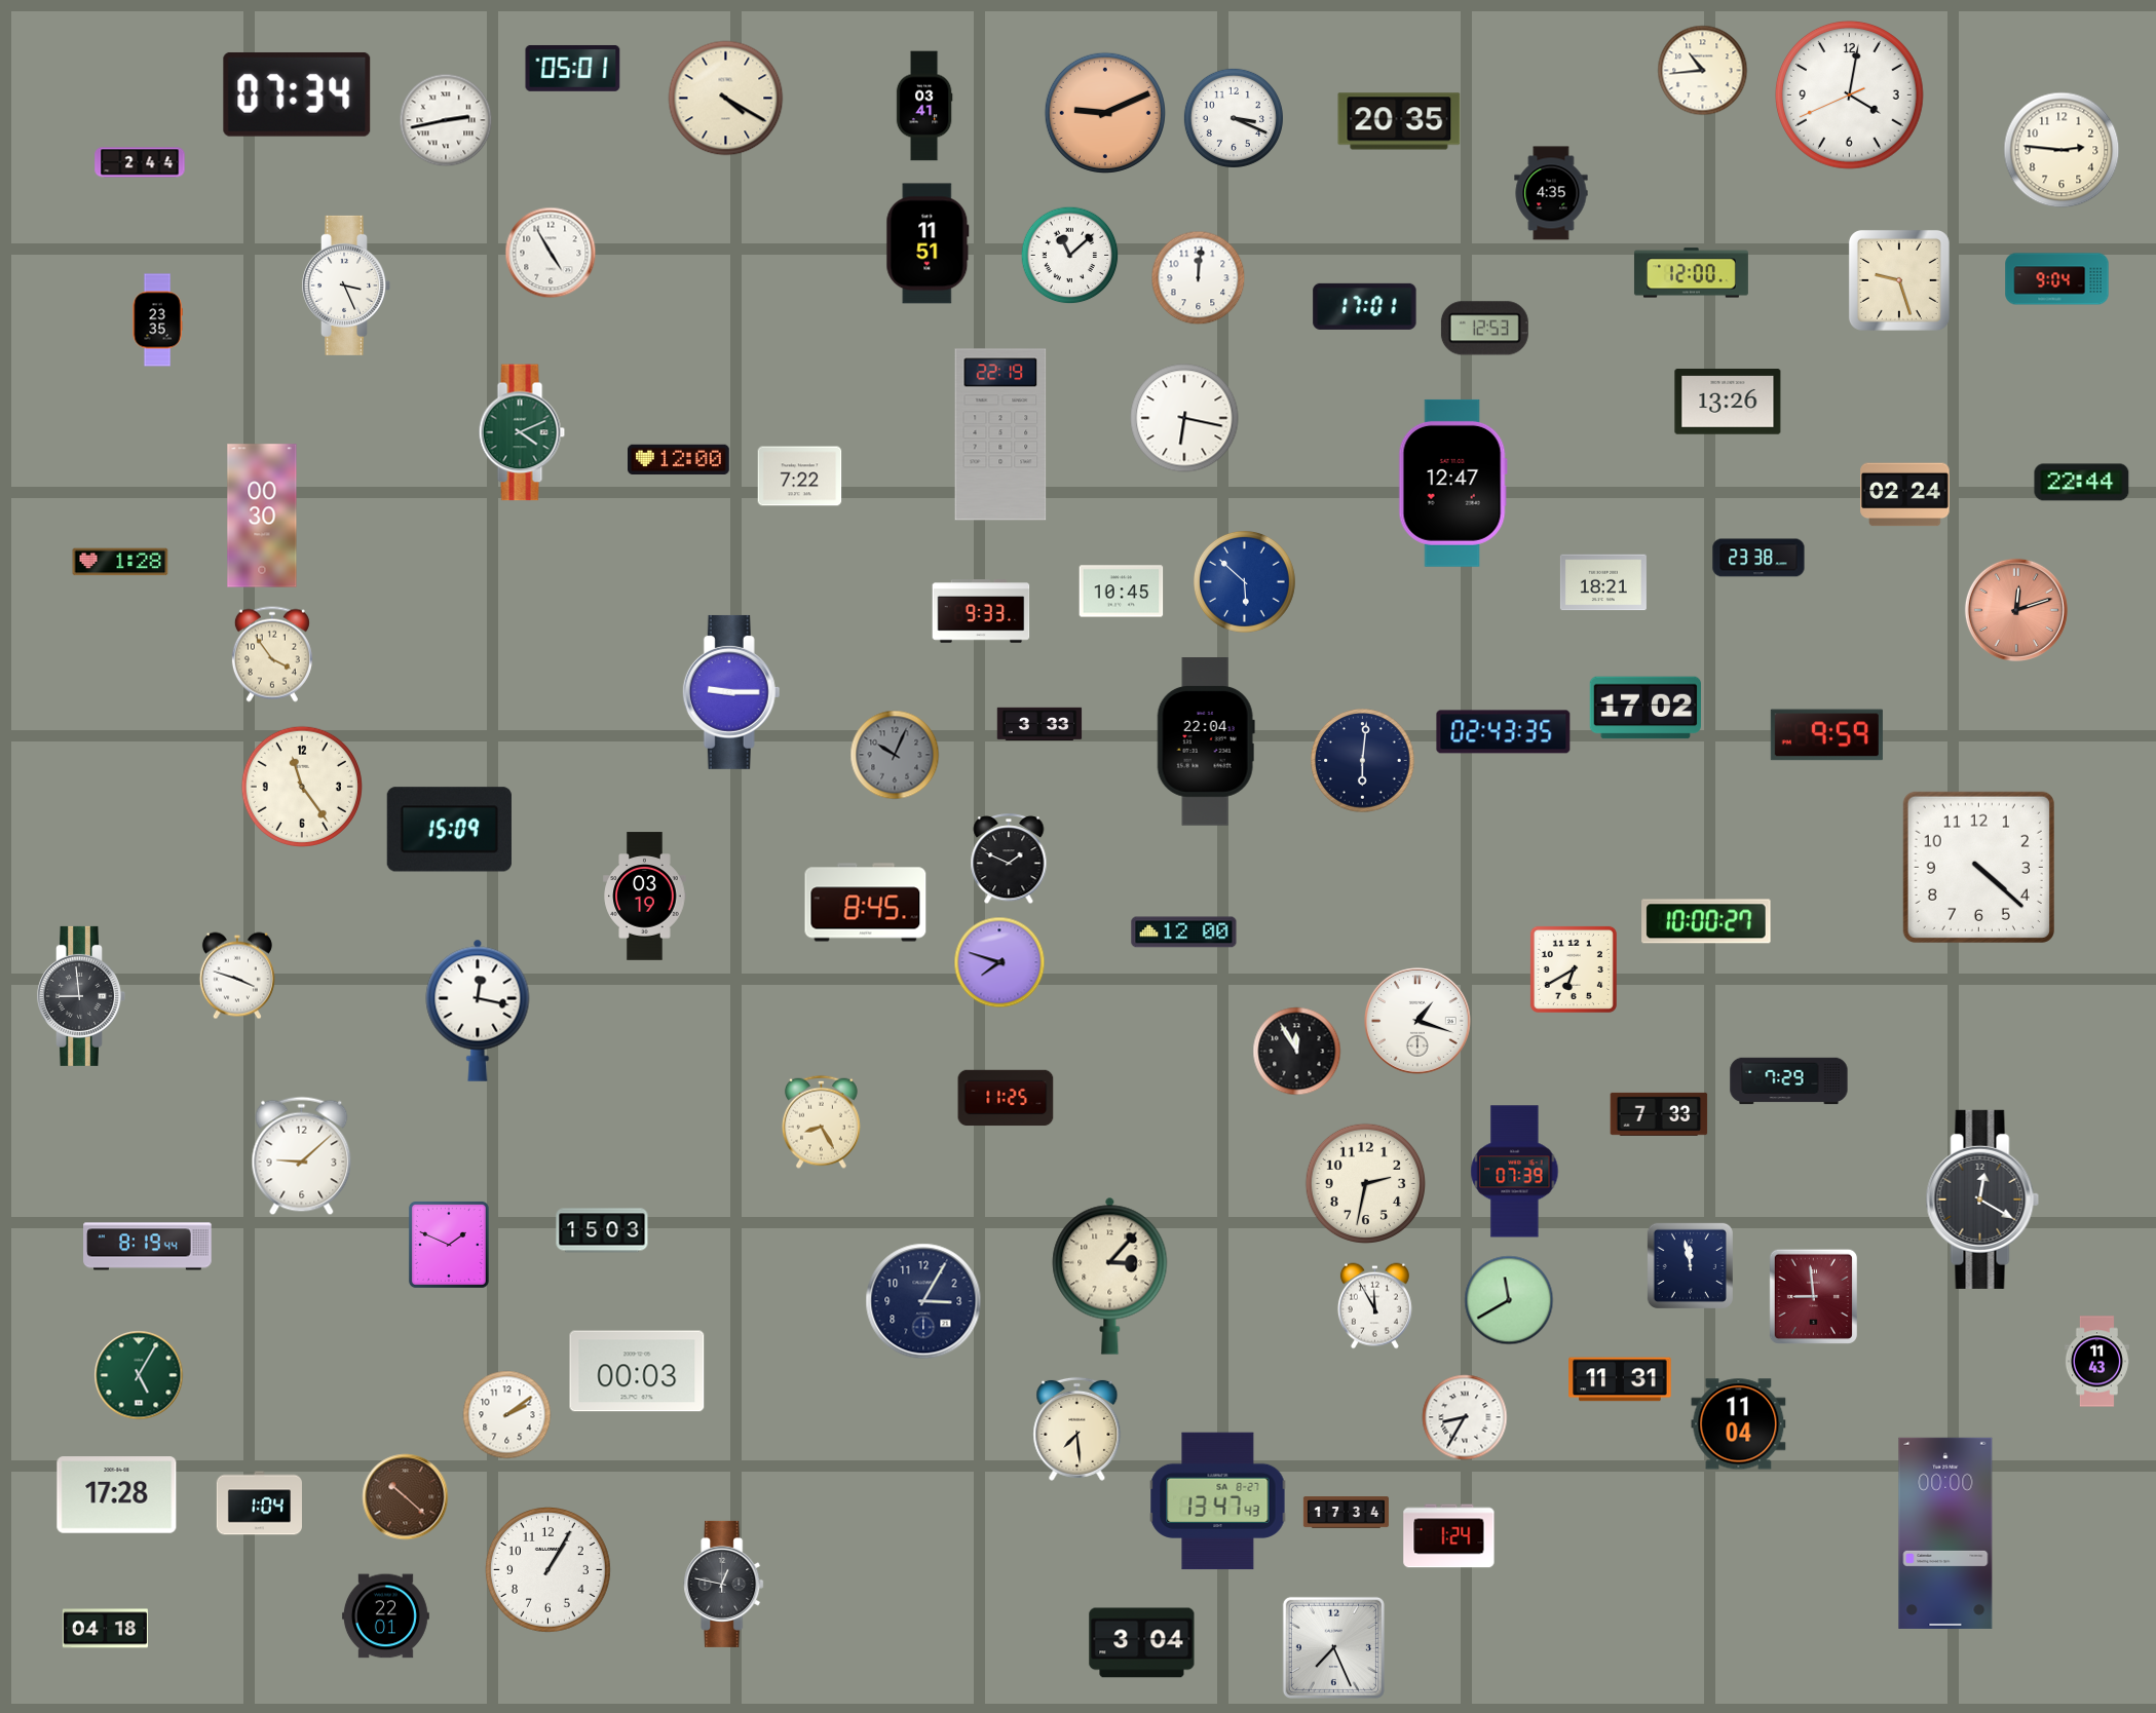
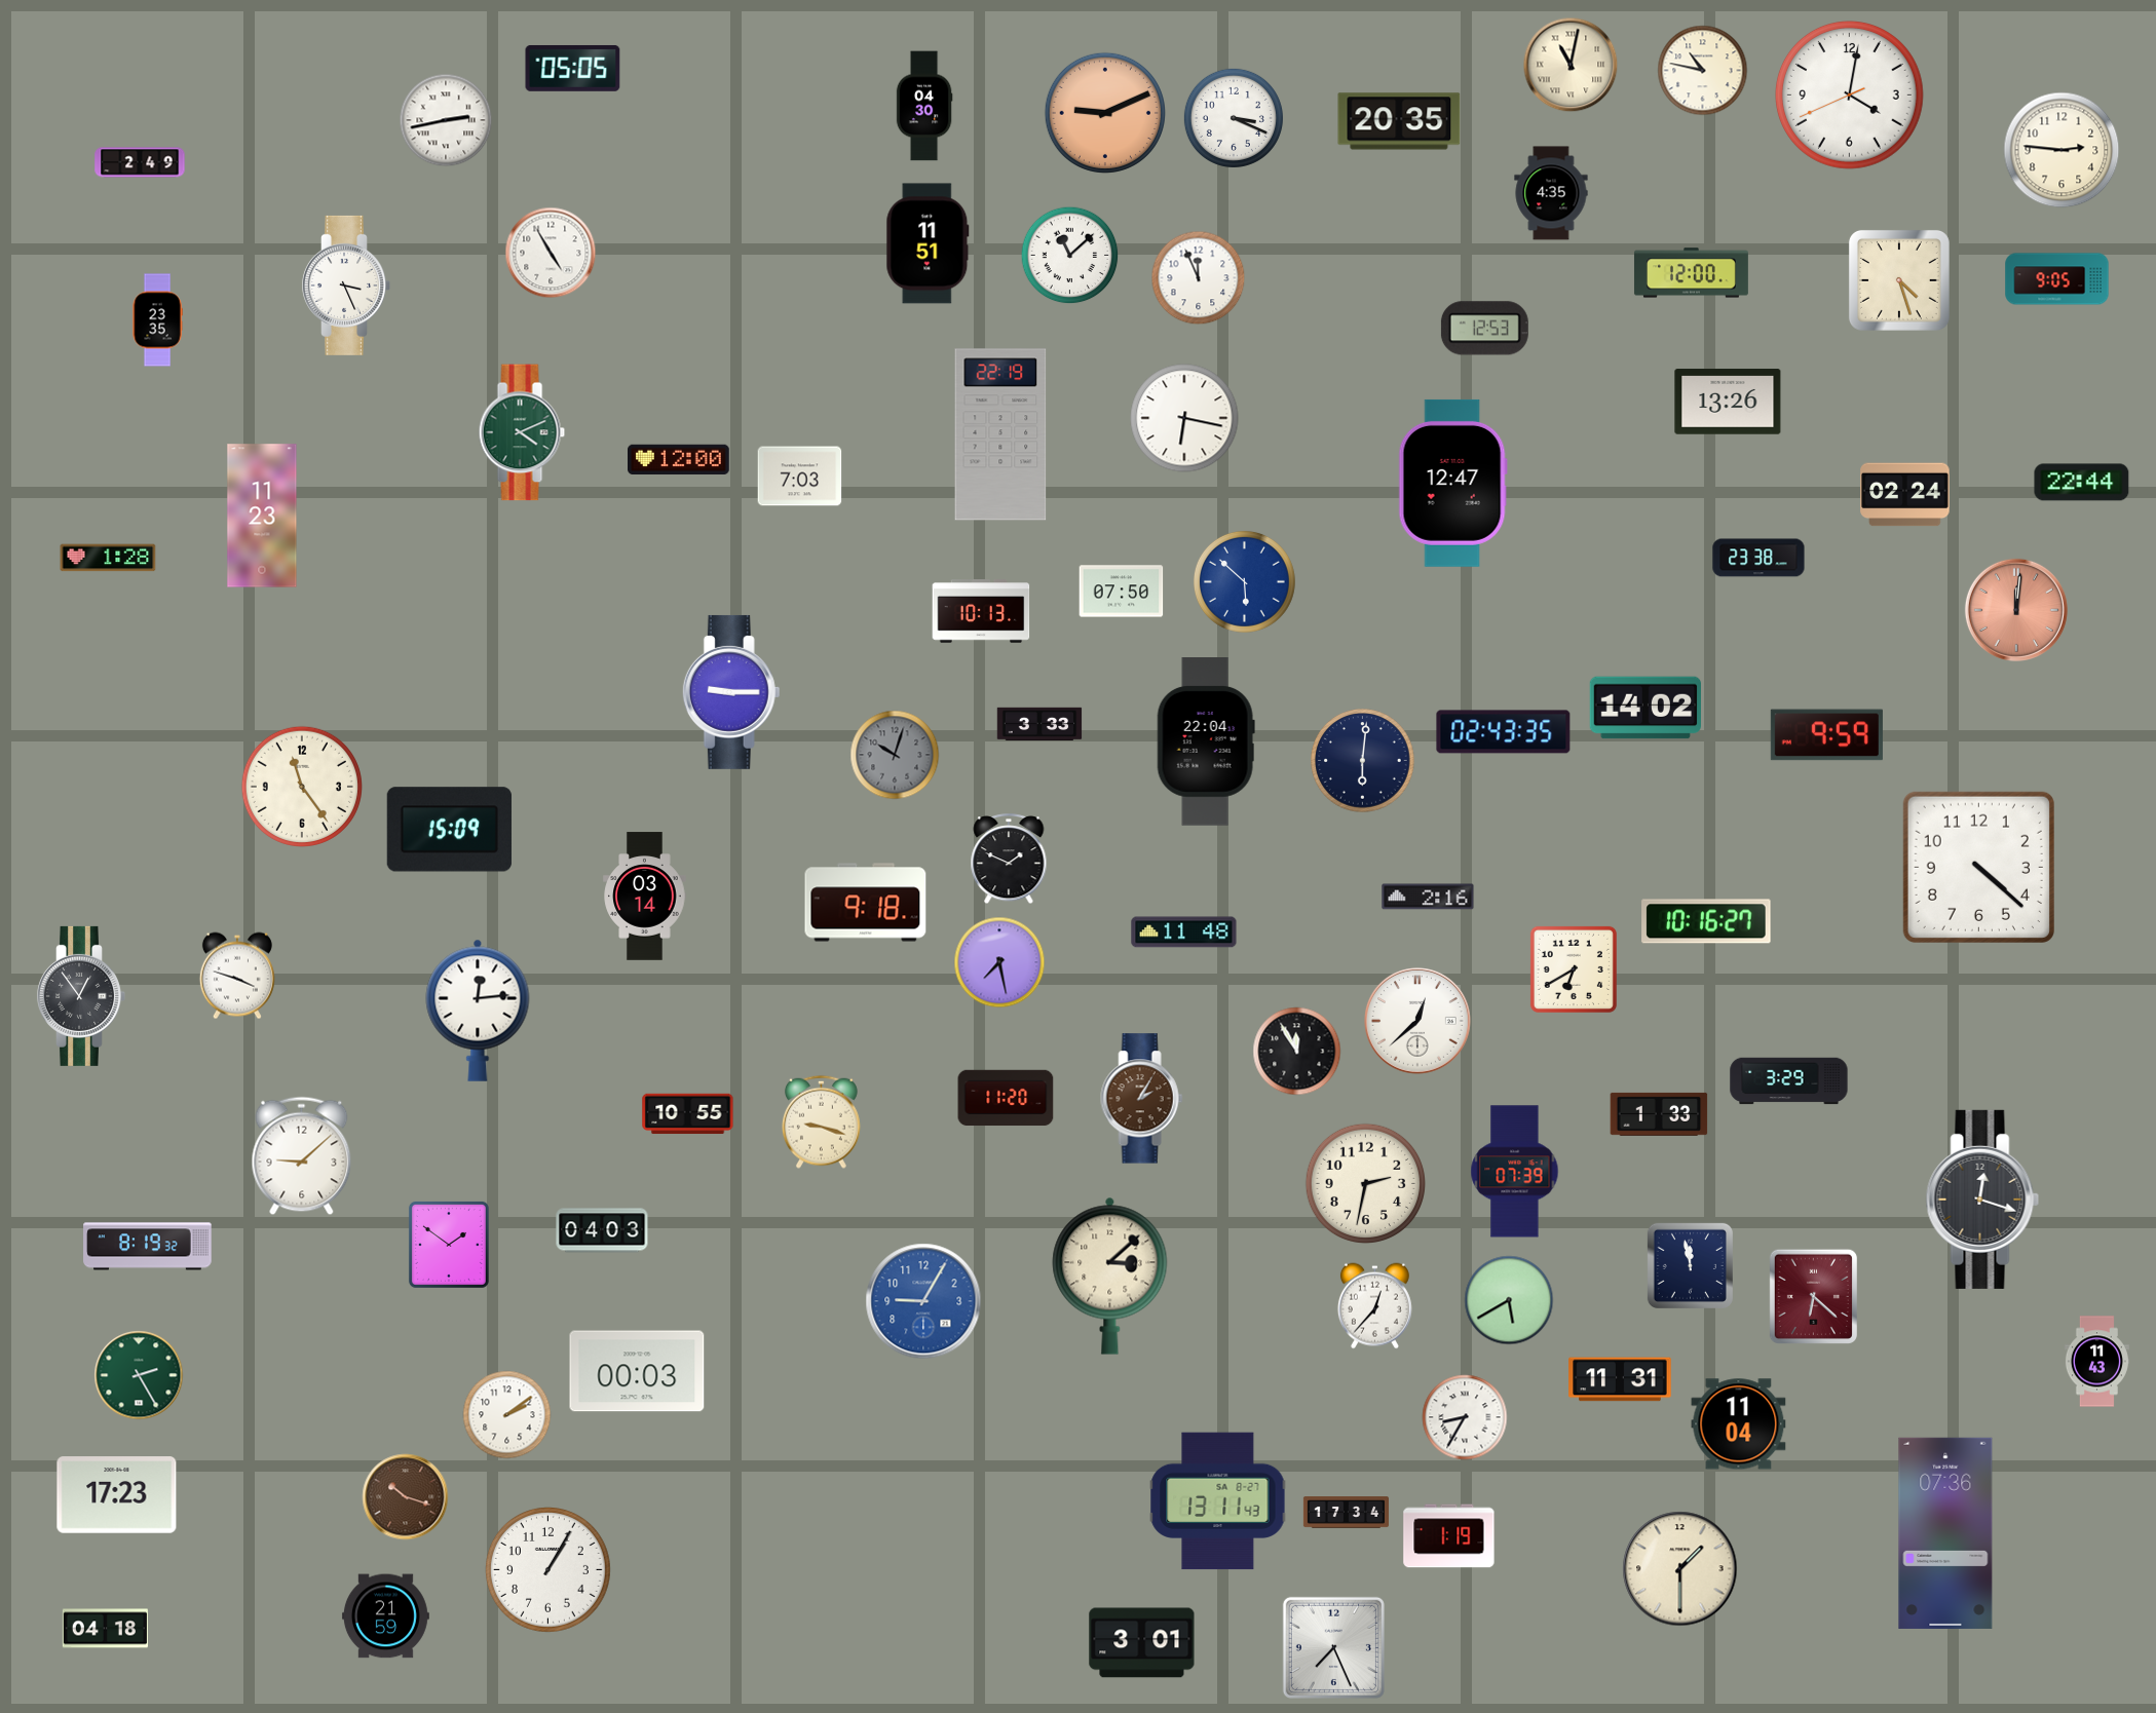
clock at (1571, 65): none -> 11:02
clock at (573, 68): 05:01 -> 05:05
clock at (1703, 71): 10:44 -> 10:47
clock at (297, 94): 07:34 -> none
clock at (726, 99): 4:20 -> none
clock at (924, 106): 03:41 -> 04:30
clock at (140, 162): 2:44 -> 2:49
clock at (1199, 278): 12:01 -> 11:56
clock at (2057, 279): 9:04 -> 9:05
clock at (1899, 280): 9:27 -> 4:27
clock at (1365, 306): 17:01 -> none
clock at (800, 477): 7:22 -> 7:03
clock at (262, 516): 00:30 -> 11:23
clock at (120, 562) position: (120, 562) -> (108, 558)
clock at (1603, 582): 18:21 -> none
clock at (1122, 592): 10:45 -> 07:50
clock at (2016, 610): 12:12 -> 12:01
clock at (981, 611): 9:33 -> 10:13
clock at (272, 654): 3:54 -> none
clock at (1644, 708): 17:02 -> 14:02
clock at (895, 755): 10:04 -> 10:03
clock at (645, 897): 03:19 -> 03:14
clock at (1428, 897): none -> 2:16
clock at (866, 903): 8:45 -> 9:18
clock at (1706, 921): 10:00 -> 10:16
clock at (1184, 932): 12:00 -> 11:48
clock at (999, 962): 7:48 -> 7:28
clock at (81, 996): 8:59 -> 12:54
clock at (478, 1011): 12:17 -> 12:14
clock at (1419, 1022): 1:18 -> 12:38
clock at (1789, 1081): 7:29 -> 3:29
clock at (1006, 1098): 11:25 -> 11:20
clock at (1142, 1099): none -> 2:05
clock at (688, 1114): none -> 10:55
clock at (1659, 1114): 7:33 -> 1:33
clock at (822, 1121): 8:25 -> 9:18
clock at (1982, 1200): 12:20 -> 12:18
clock at (602, 1230): 15:03 -> 04:03
clock at (449, 1245): 1:49 -> 1:51
clock at (148, 1247): 8:19:44 -> 8:19:32
clock at (1110, 1276): 3:07 -> 3:08
clock at (1813, 1296): 8:59 -> 6:22
clock at (1509, 1300): 11:40 -> 5:40
clock at (923, 1301): 3:05 -> 9:05
clock at (923, 1301) dial: navy -> blue
clock at (1374, 1306): 11:55 -> 12:37
clock at (139, 1375): 5:05 -> 2:25
clock at (1077, 1429): 7:29 -> none
clock at (117, 1495): 17:28 -> 17:23
clock at (406, 1497): 10:22 -> 10:18
clock at (1218, 1501): 13:47 -> 13:11
clock at (259, 1503): 1:04 -> none
clock at (1945, 1533): 00:00 -> 07:36
clock at (1449, 1536): 1:24 -> 1:19
clock at (1680, 1569): none -> 1:30
clock at (724, 1584): 12:47 -> none
clock at (385, 1616): 22:01 -> 21:59
clock at (1142, 1643): 3:04 -> 3:01
